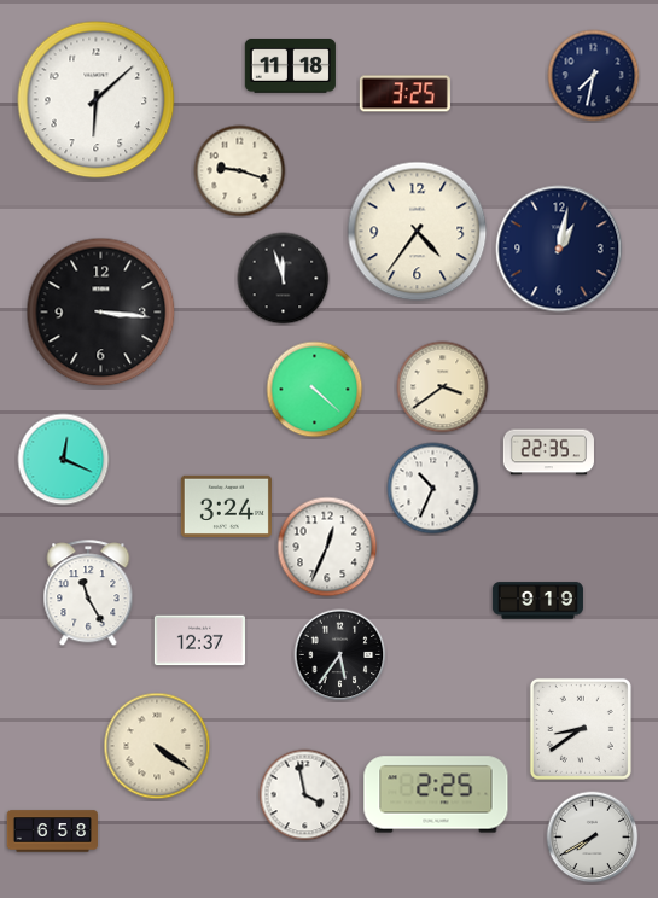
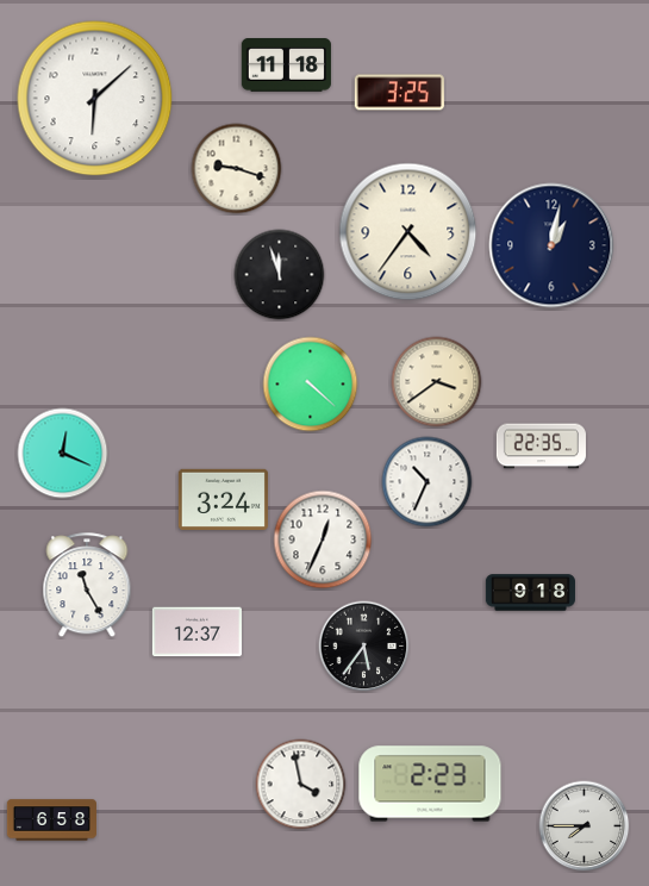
clock at (594, 76): 7:32 -> none
clock at (418, 232) position: (418, 232) -> (408, 232)
clock at (101, 313): 3:16 -> none
clock at (537, 601): 9:19 -> 9:18
clock at (340, 655) position: (340, 655) -> (364, 647)
clock at (581, 729): 8:39 -> none
clock at (157, 746): 4:21 -> none
clock at (436, 794): 2:25 -> 2:23
clock at (593, 838): 7:40 -> 7:45
